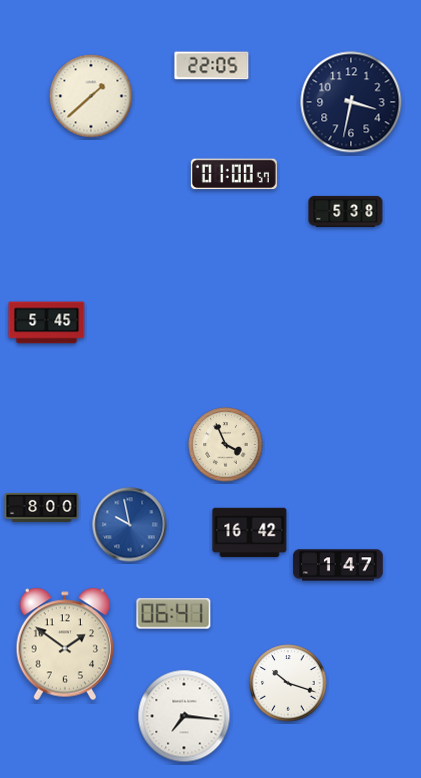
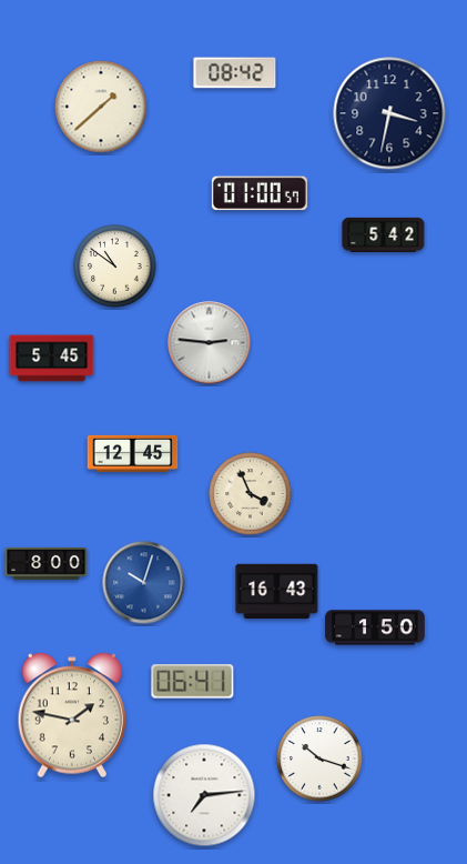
clock at (212, 66): 22:05 -> 08:42
clock at (346, 211): 5:38 -> 5:42
clock at (115, 267): none -> 10:51
clock at (210, 343): none -> 2:46
clock at (133, 453): none -> 12:45
clock at (130, 525): 9:58 -> 10:03
clock at (250, 533): 16:42 -> 16:43
clock at (338, 565): 1:47 -> 1:50
clock at (65, 644): 1:51 -> 1:47
clock at (184, 716): 7:16 -> 7:14
